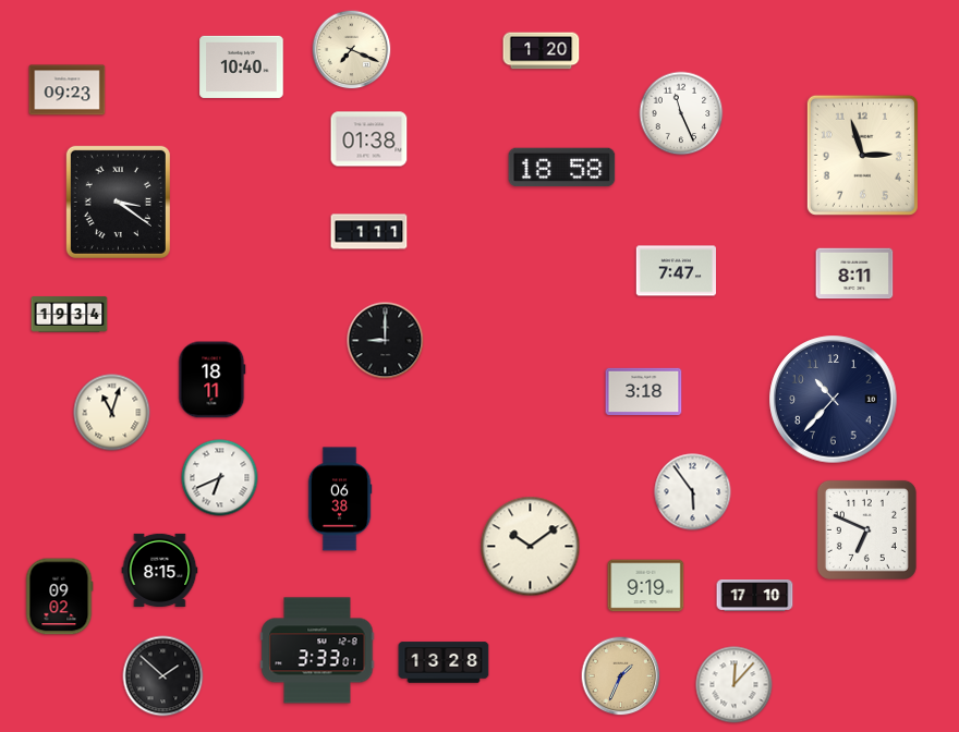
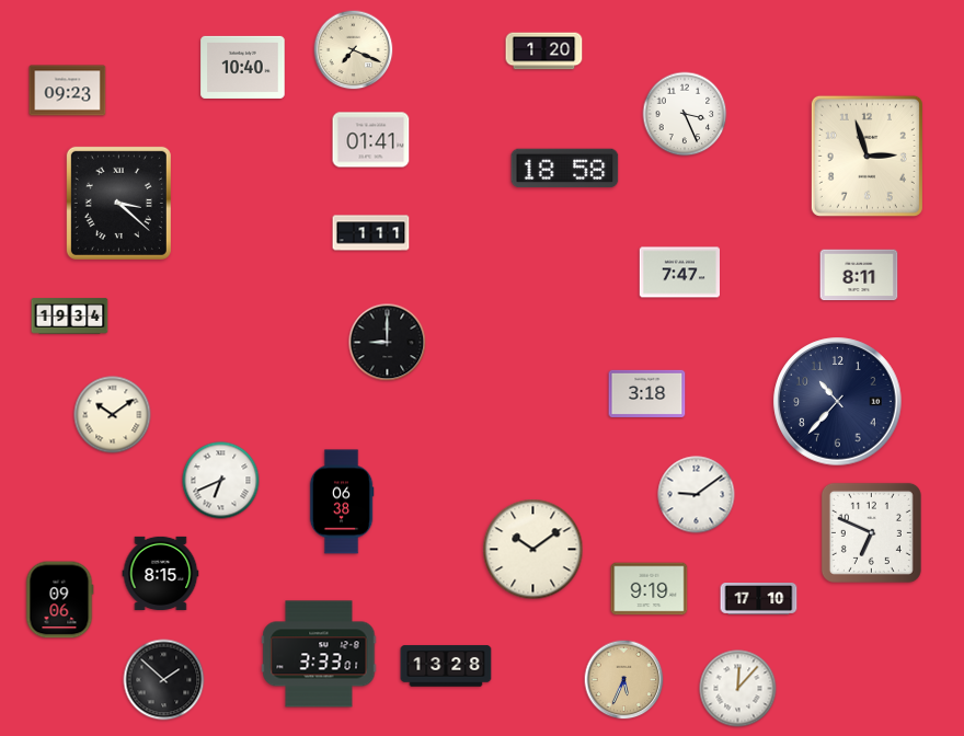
clock at (681, 113): 11:26 -> 3:26
clock at (369, 139): 01:38 -> 01:41
clock at (118, 202): 3:21 -> 3:22
clock at (213, 380): 18:11 -> none
clock at (112, 413): 11:03 -> 10:09
clock at (693, 492): 5:54 -> 9:09
clock at (59, 597): 09:02 -> 09:06
clock at (621, 676): 1:34 -> 5:34
